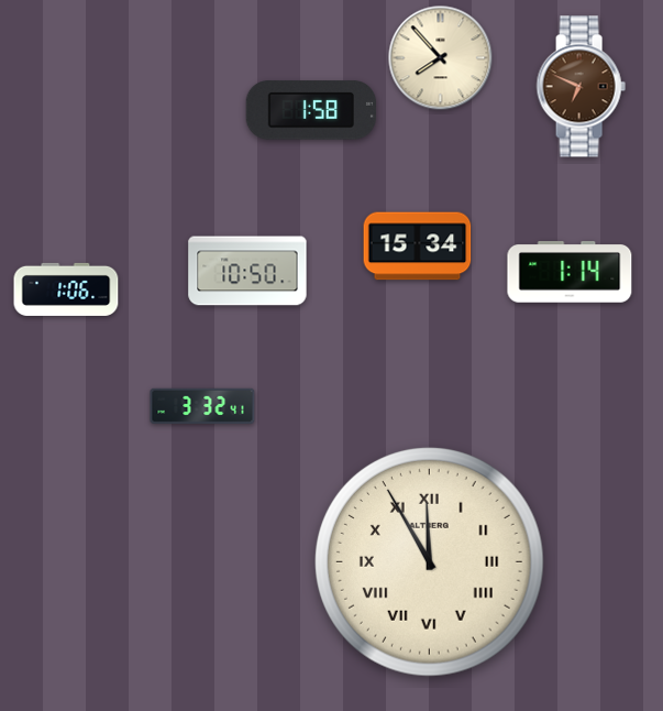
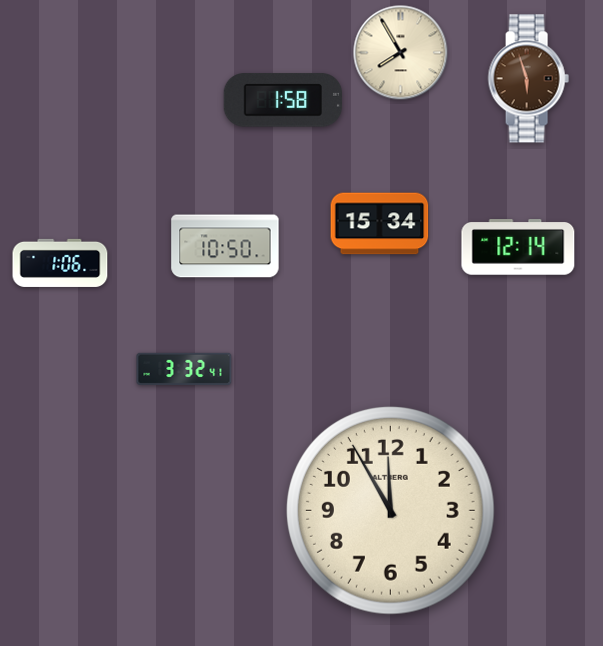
clock at (441, 58): 7:53 -> 7:55
clock at (581, 87): 6:49 -> 5:57
clock at (570, 272): 1:14 -> 12:14
clock at (430, 562) numerals: Roman -> Arabic
